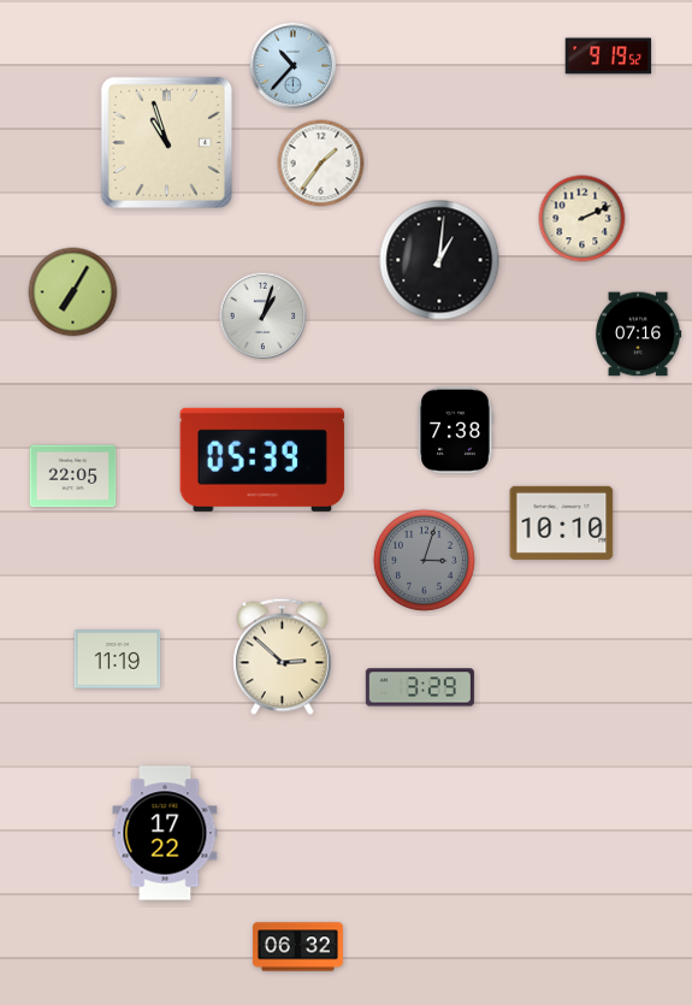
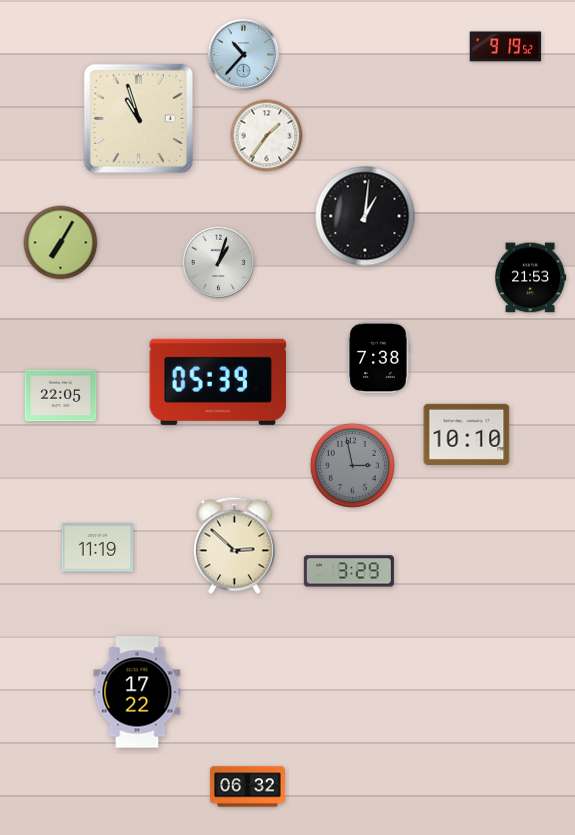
clock at (582, 219): 2:11 -> none
clock at (638, 335): 07:16 -> 21:53
clock at (424, 560): 3:03 -> 2:58
